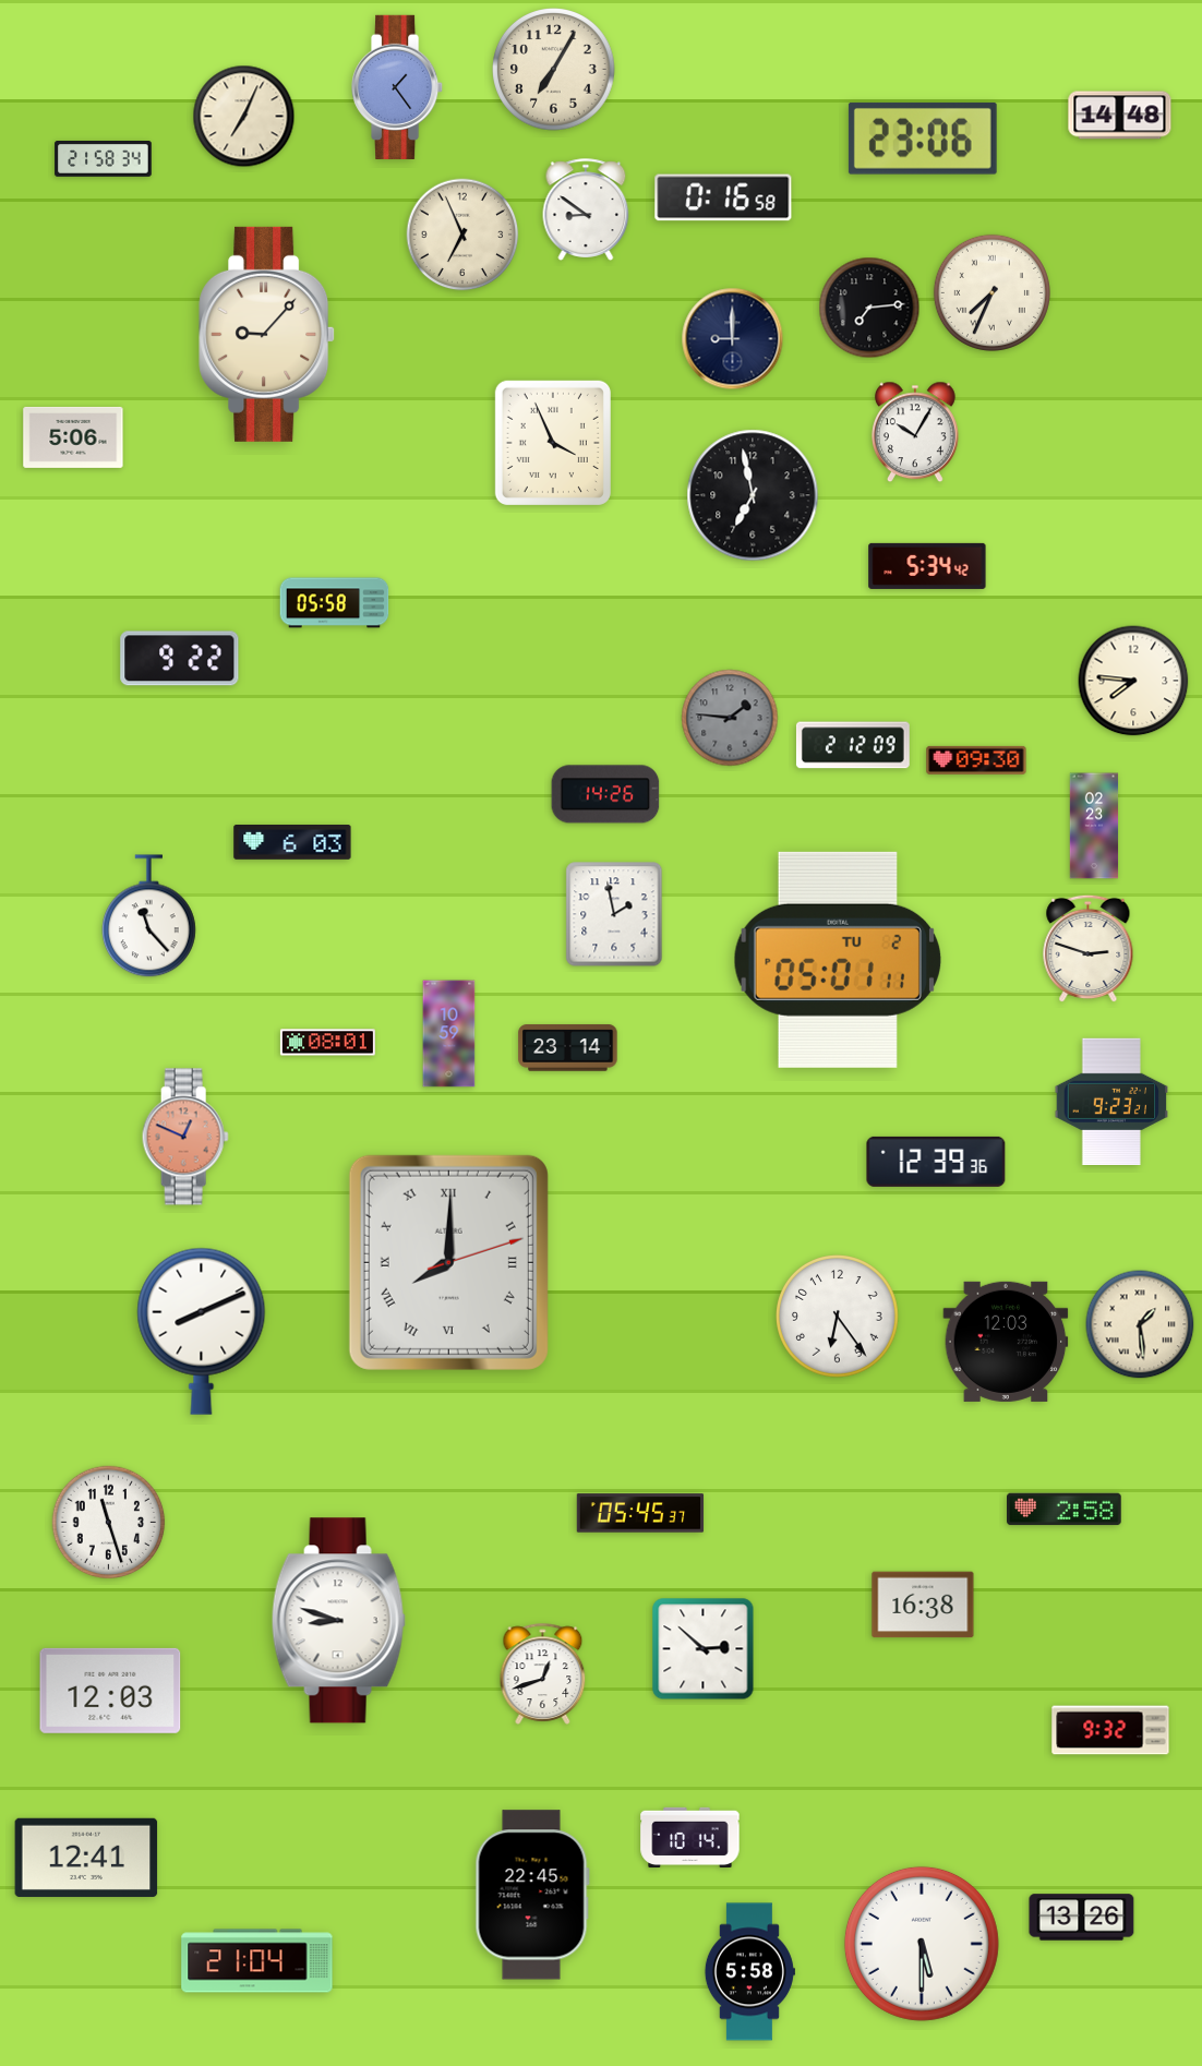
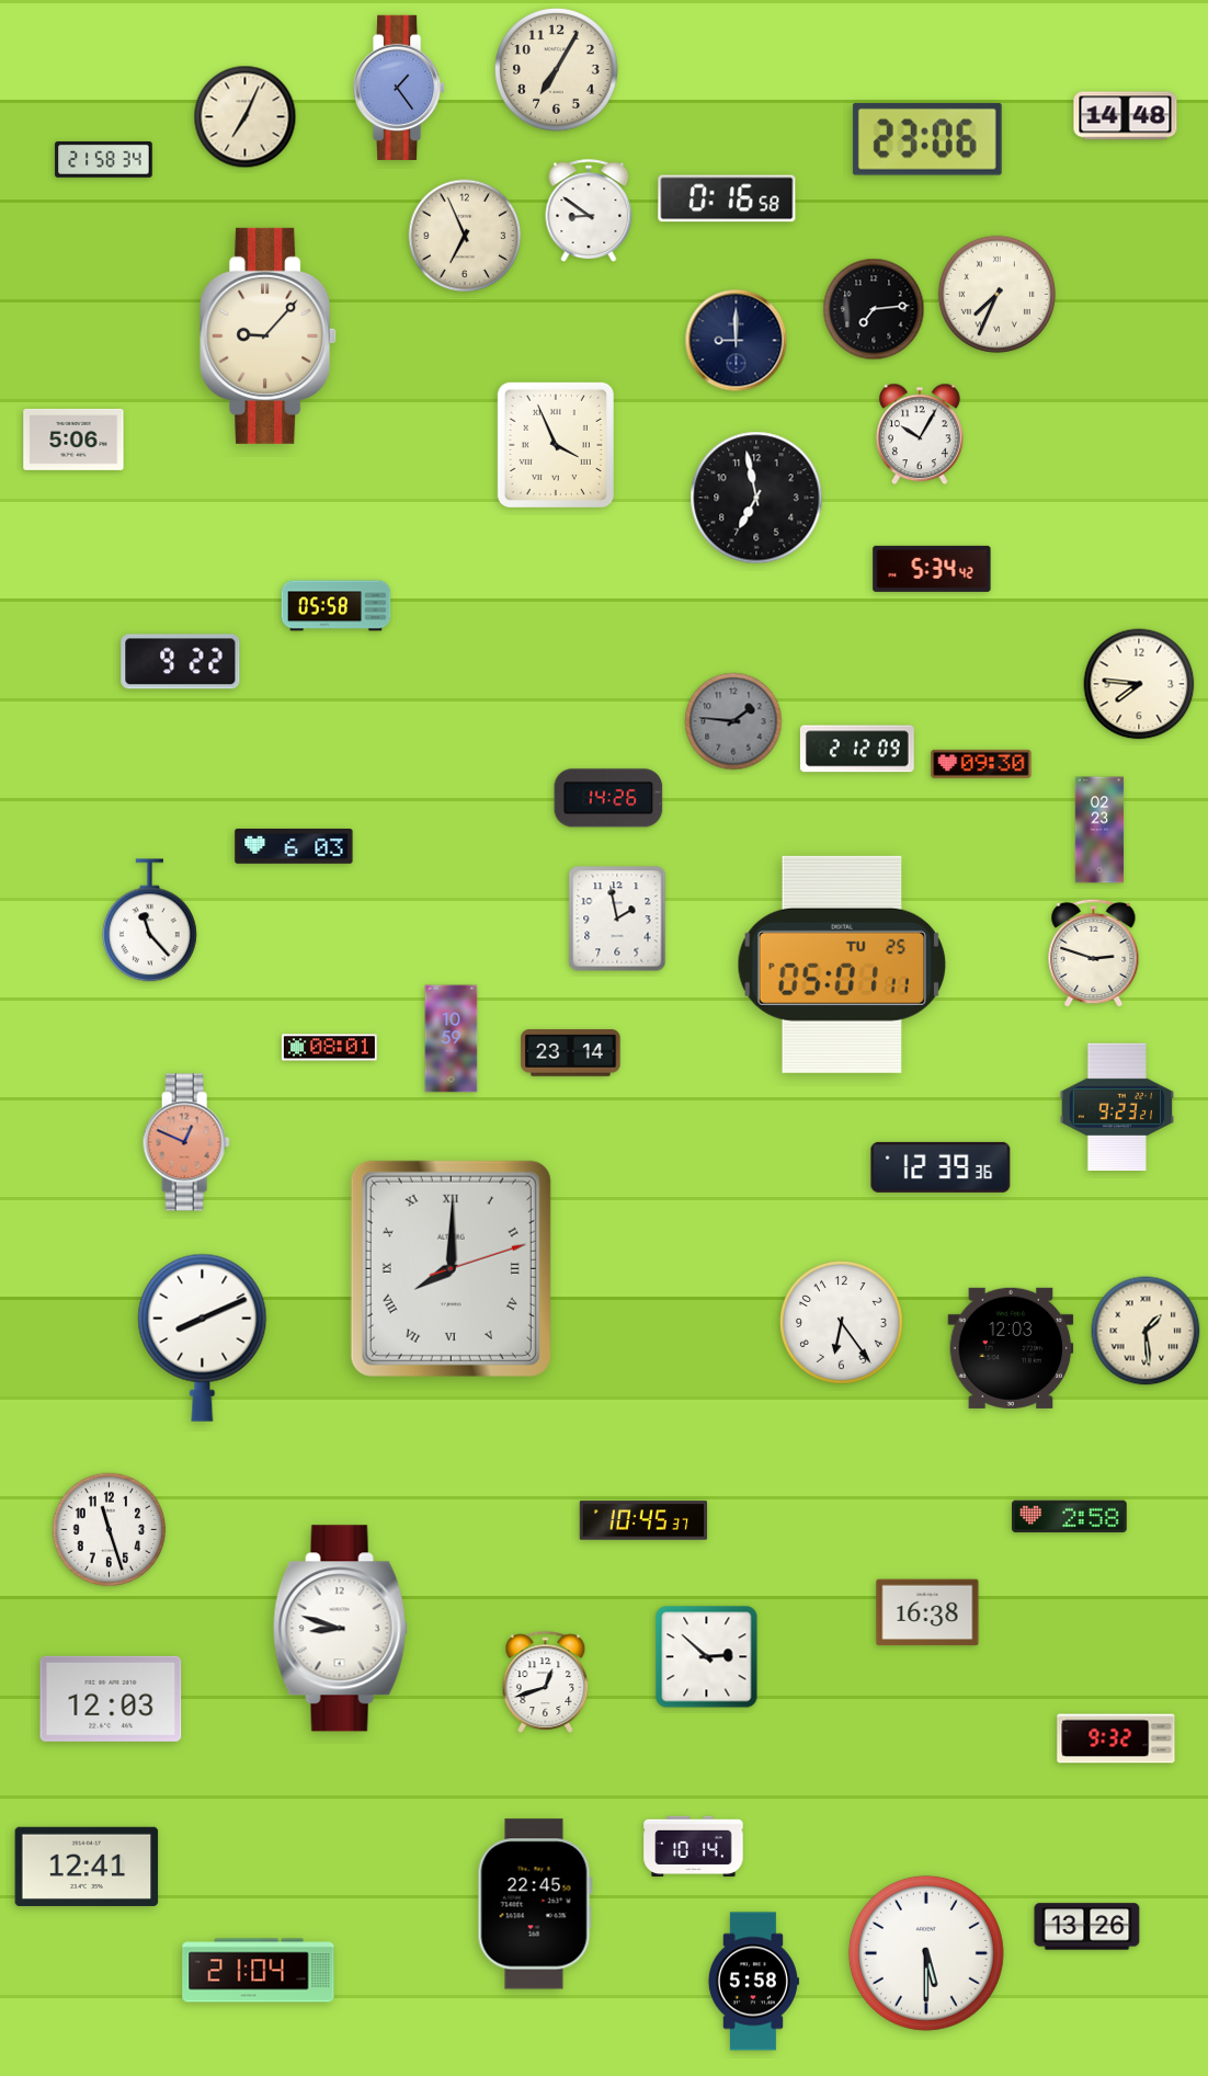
clock at (838, 960) date: TU 2 -> TU 25
clock at (640, 1513): 05:45 -> 10:45
